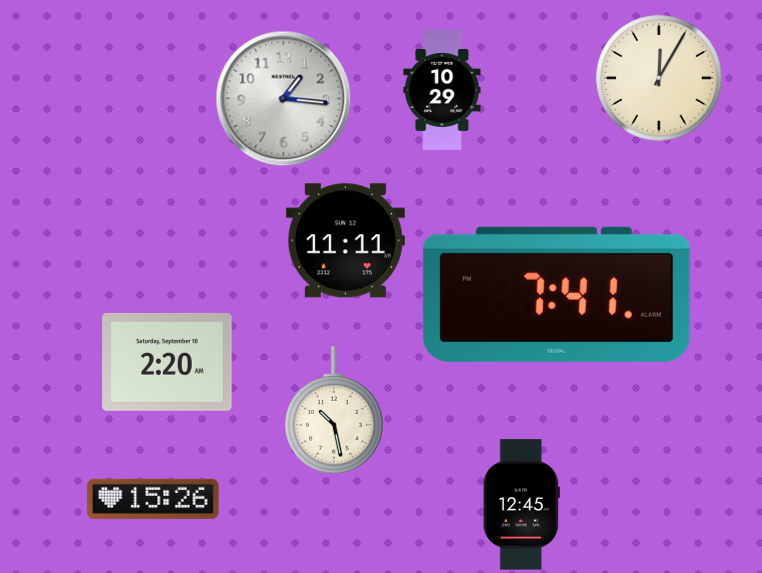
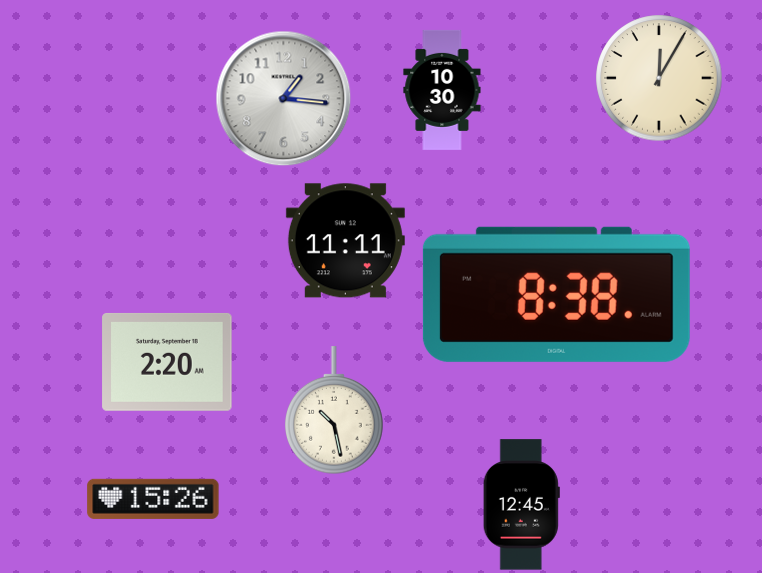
clock at (442, 90): 10:29 -> 10:30
clock at (556, 294): 7:41 -> 8:38
